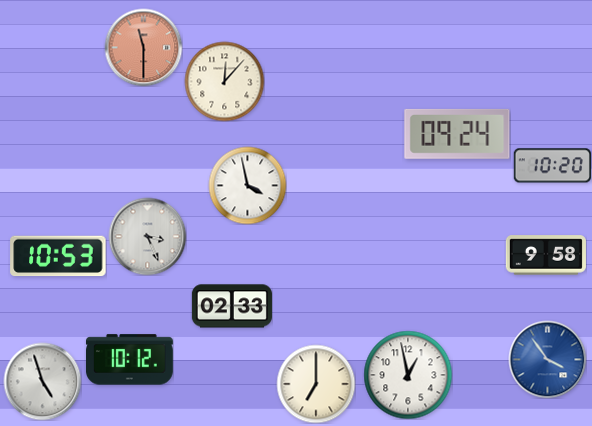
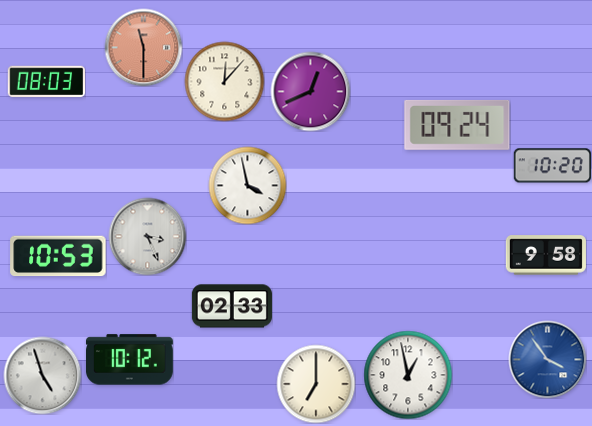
clock at (46, 82): none -> 08:03
clock at (310, 91): none -> 12:41
clock at (457, 134) position: (457, 134) -> (457, 125)
clock at (42, 381) position: (42, 381) -> (42, 375)
